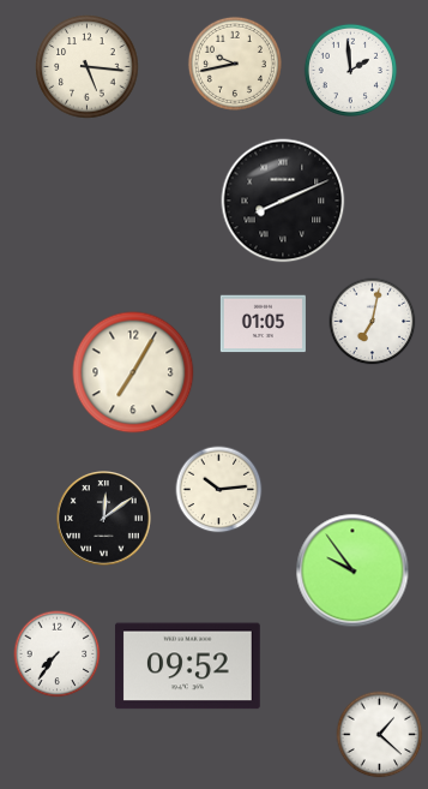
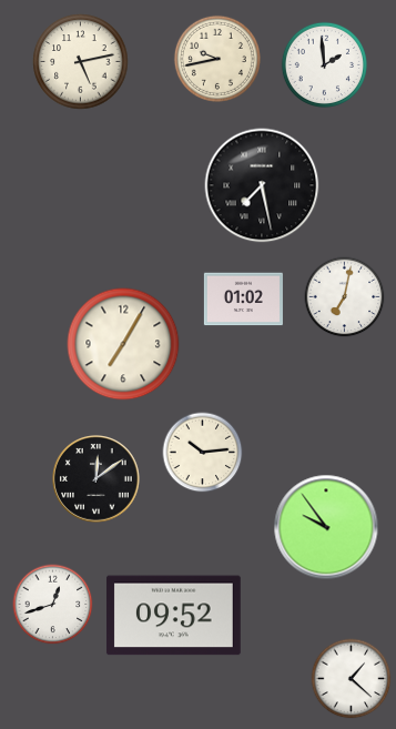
clock at (88, 67): 5:16 -> 5:13
clock at (283, 201): 8:11 -> 7:28
clock at (263, 324): 01:05 -> 01:02
clock at (58, 654): 7:36 -> 12:42
